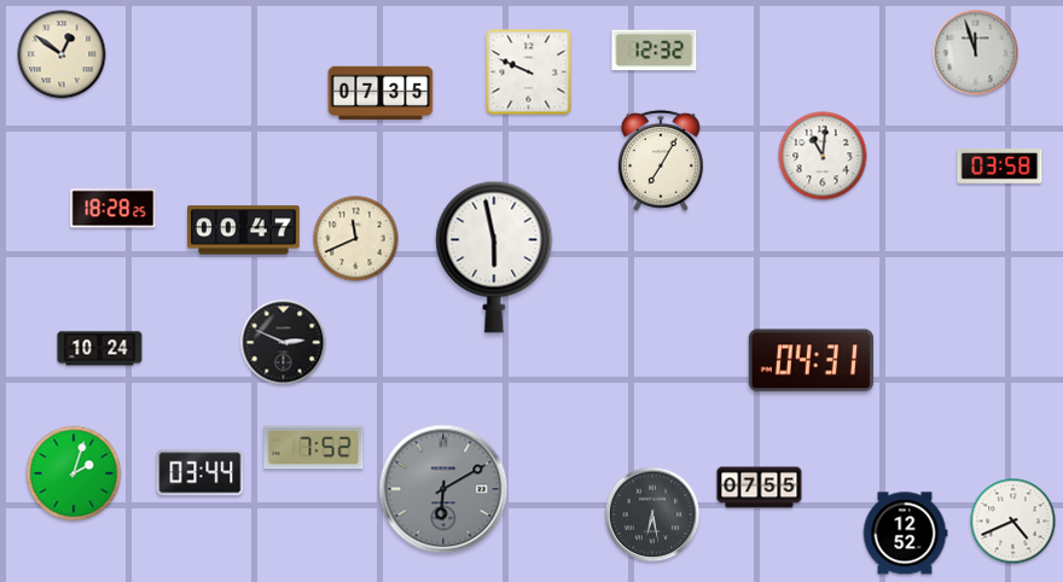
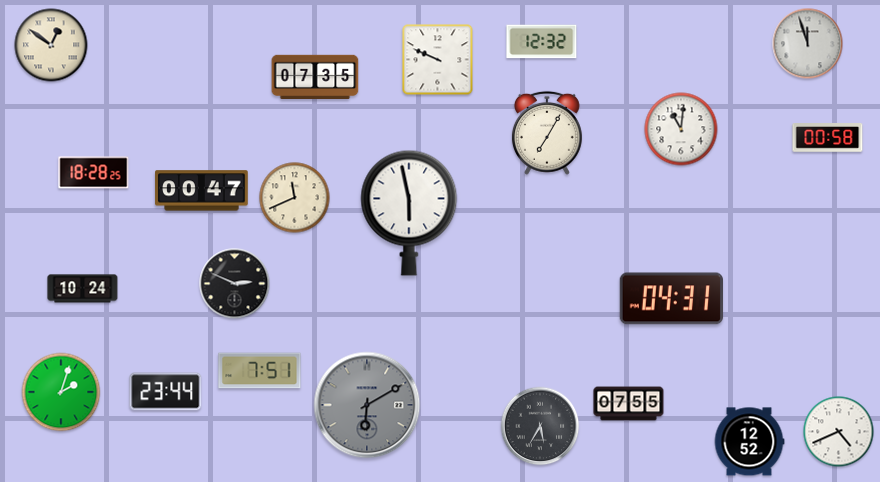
clock at (1000, 167): 03:58 -> 00:58
clock at (314, 448): 7:52 -> 7:51
clock at (201, 473): 03:44 -> 23:44
clock at (652, 514): 6:28 -> 5:35
